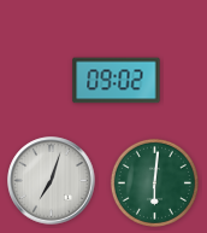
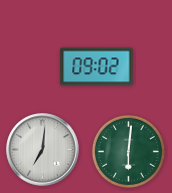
clock at (52, 181): 7:03 -> 7:01
